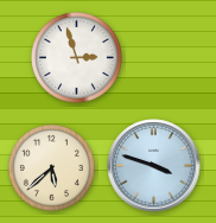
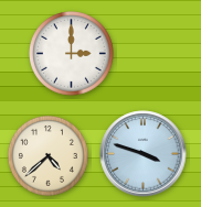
clock at (77, 58): 2:57 -> 3:00
clock at (51, 167): 5:38 -> 4:38
